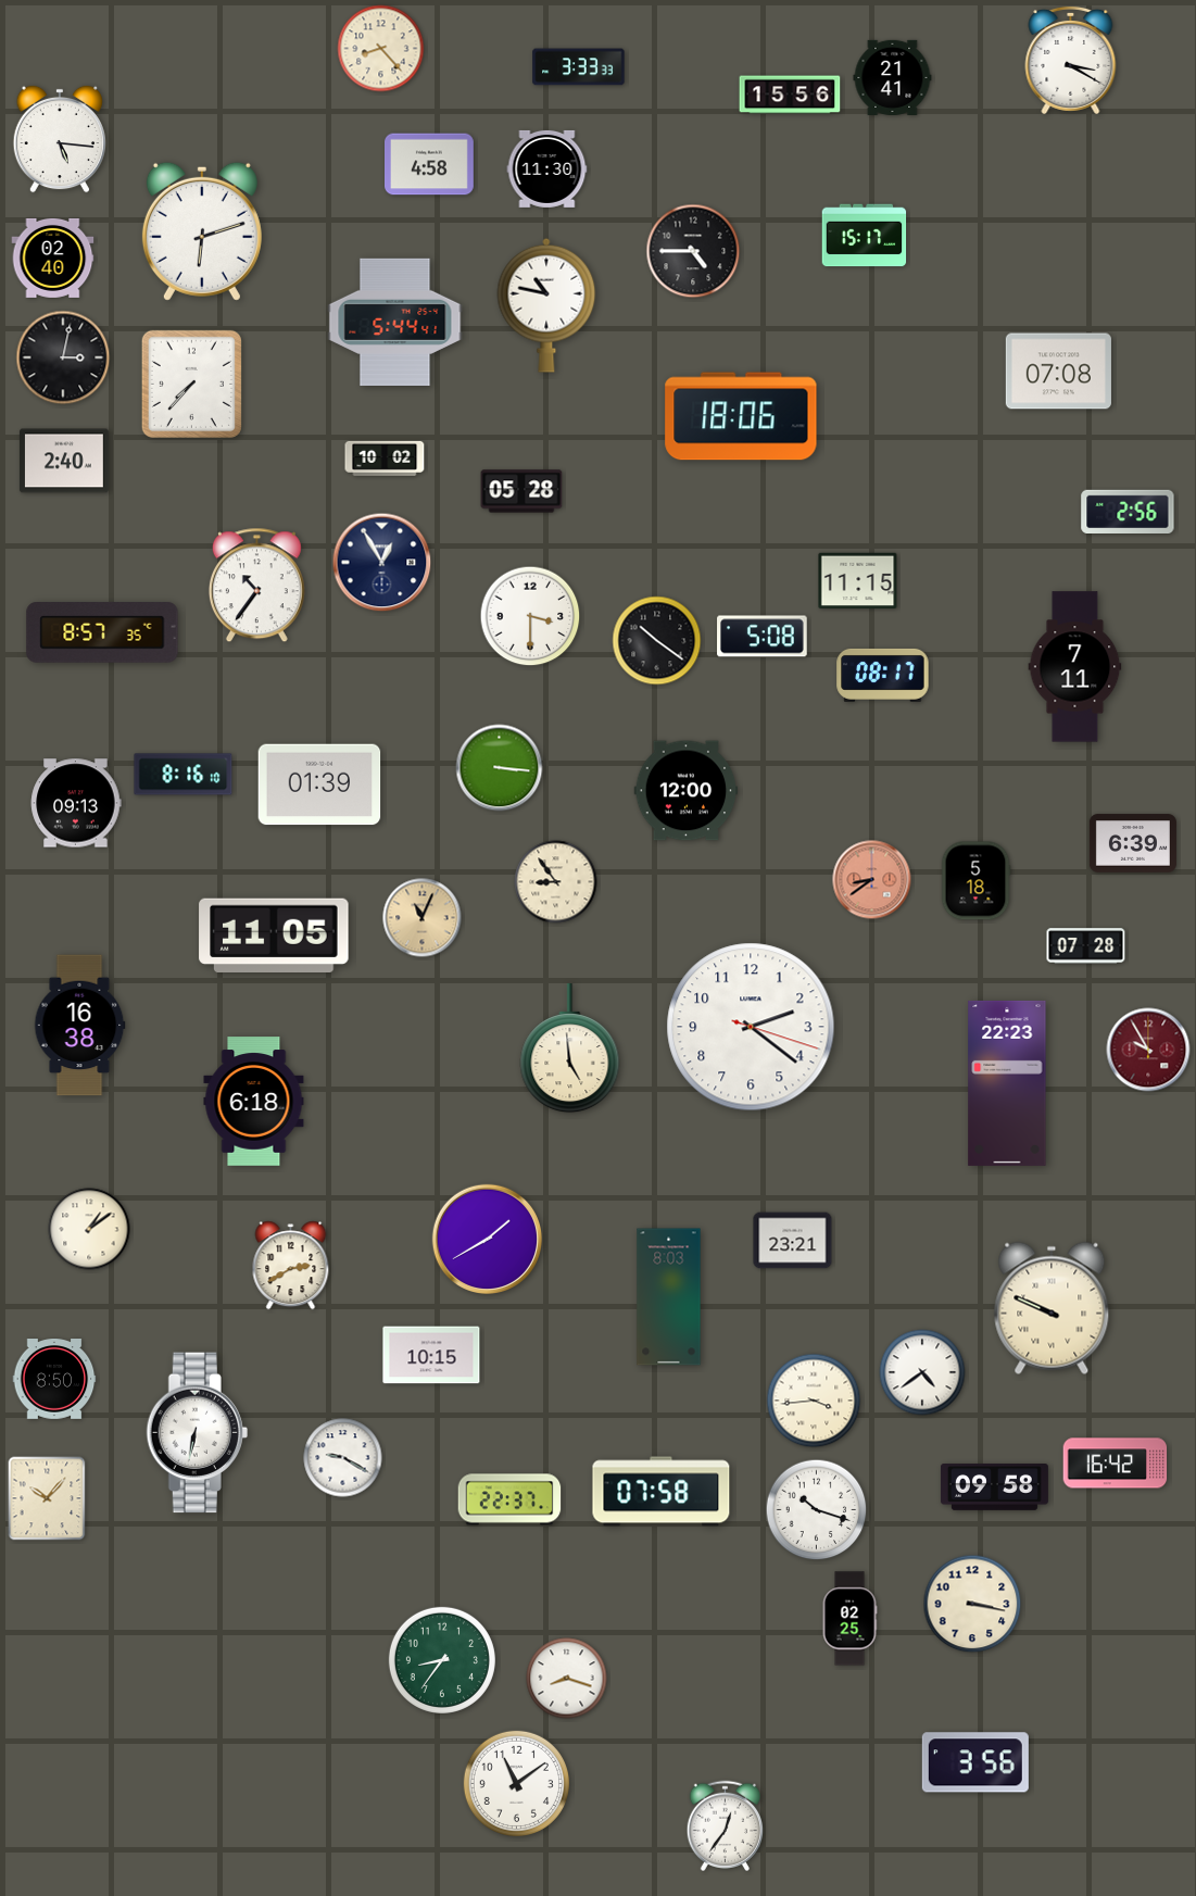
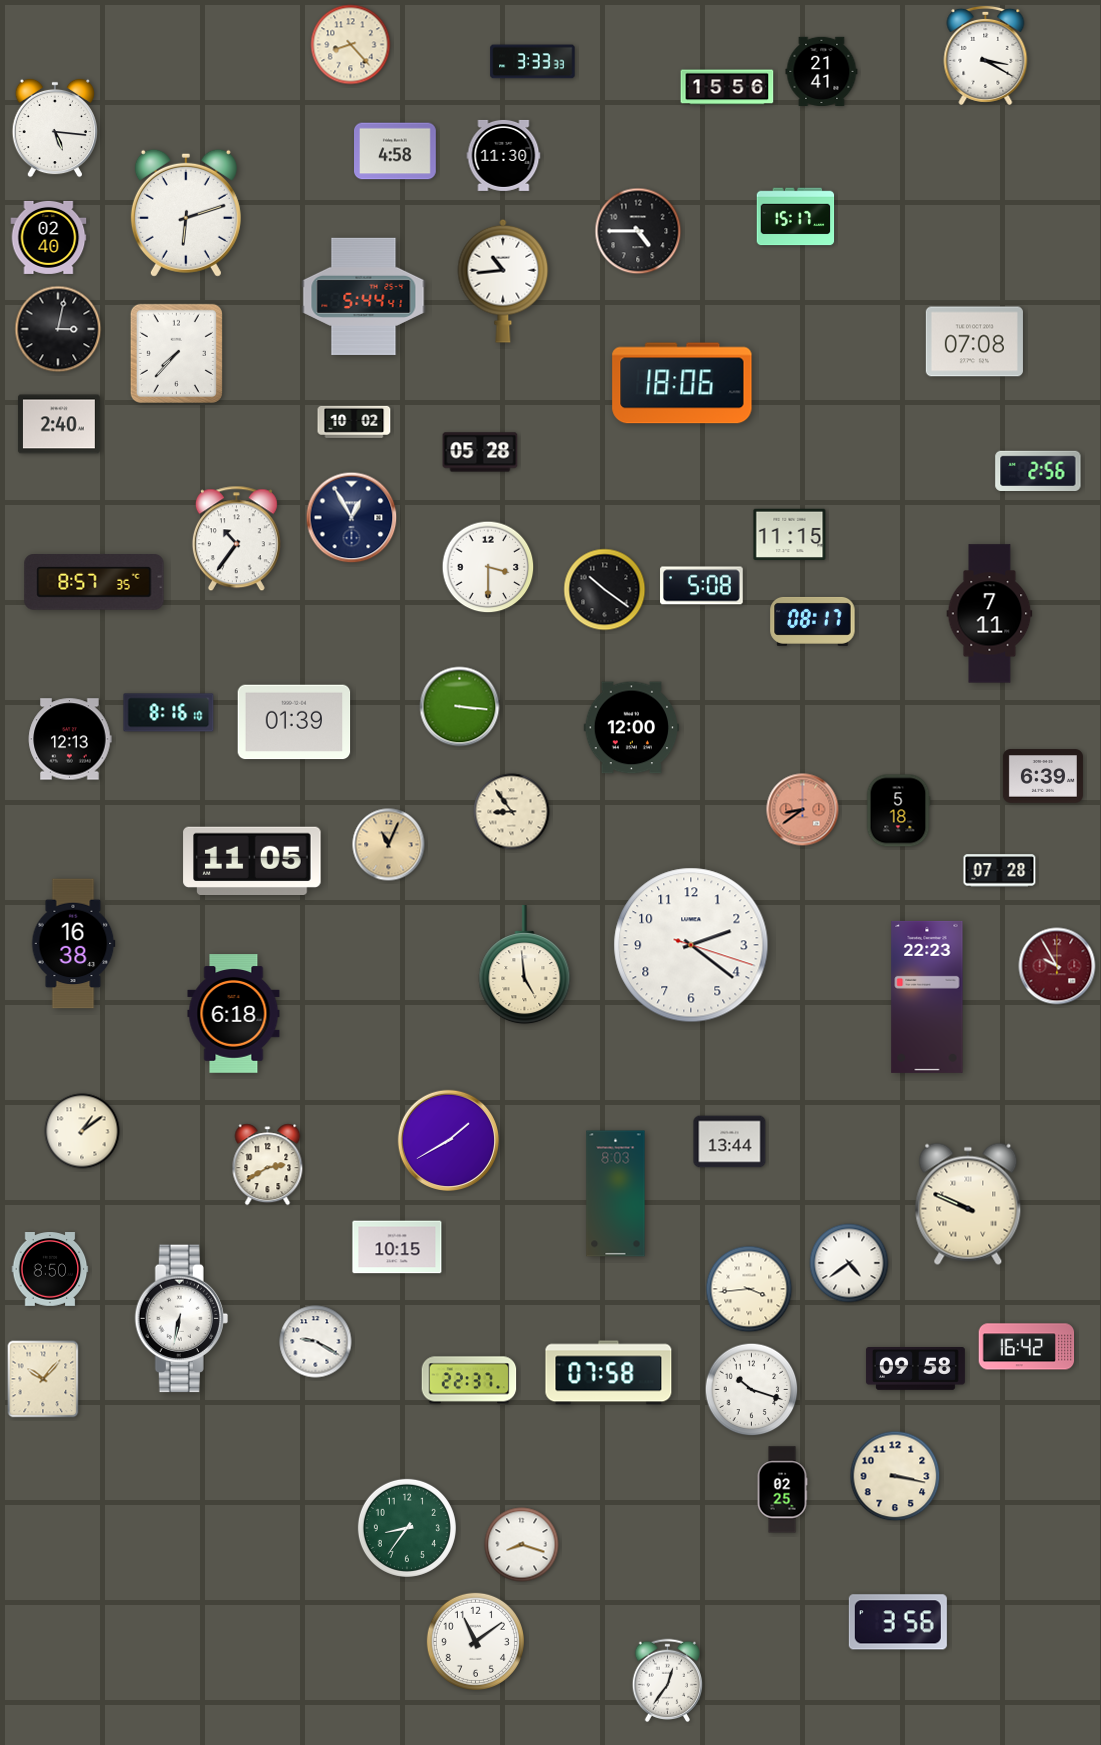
clock at (546, 305): 10:47 -> 10:44
clock at (76, 803): 09:13 -> 12:13
clock at (793, 1241): 23:21 -> 13:44
